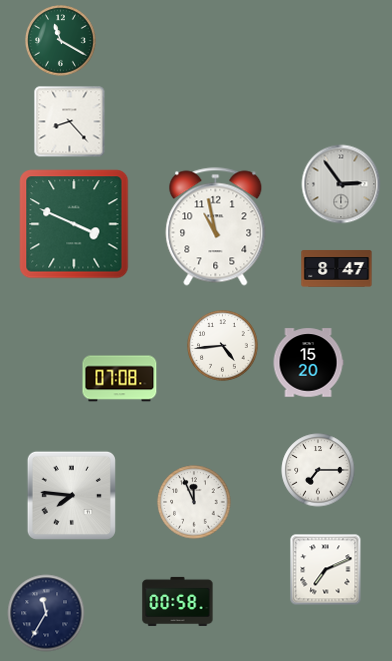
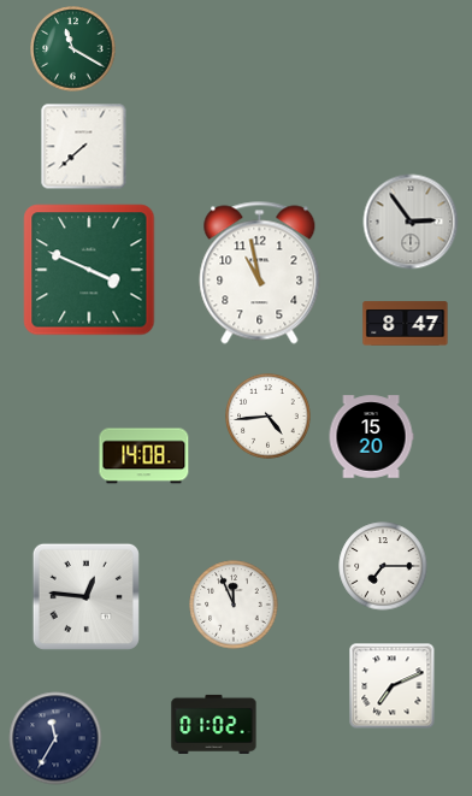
clock at (70, 122): 8:23 -> 7:38
clock at (120, 379): 07:08 -> 14:08
clock at (71, 495): 7:46 -> 12:46
clock at (178, 601): 00:58 -> 01:02
